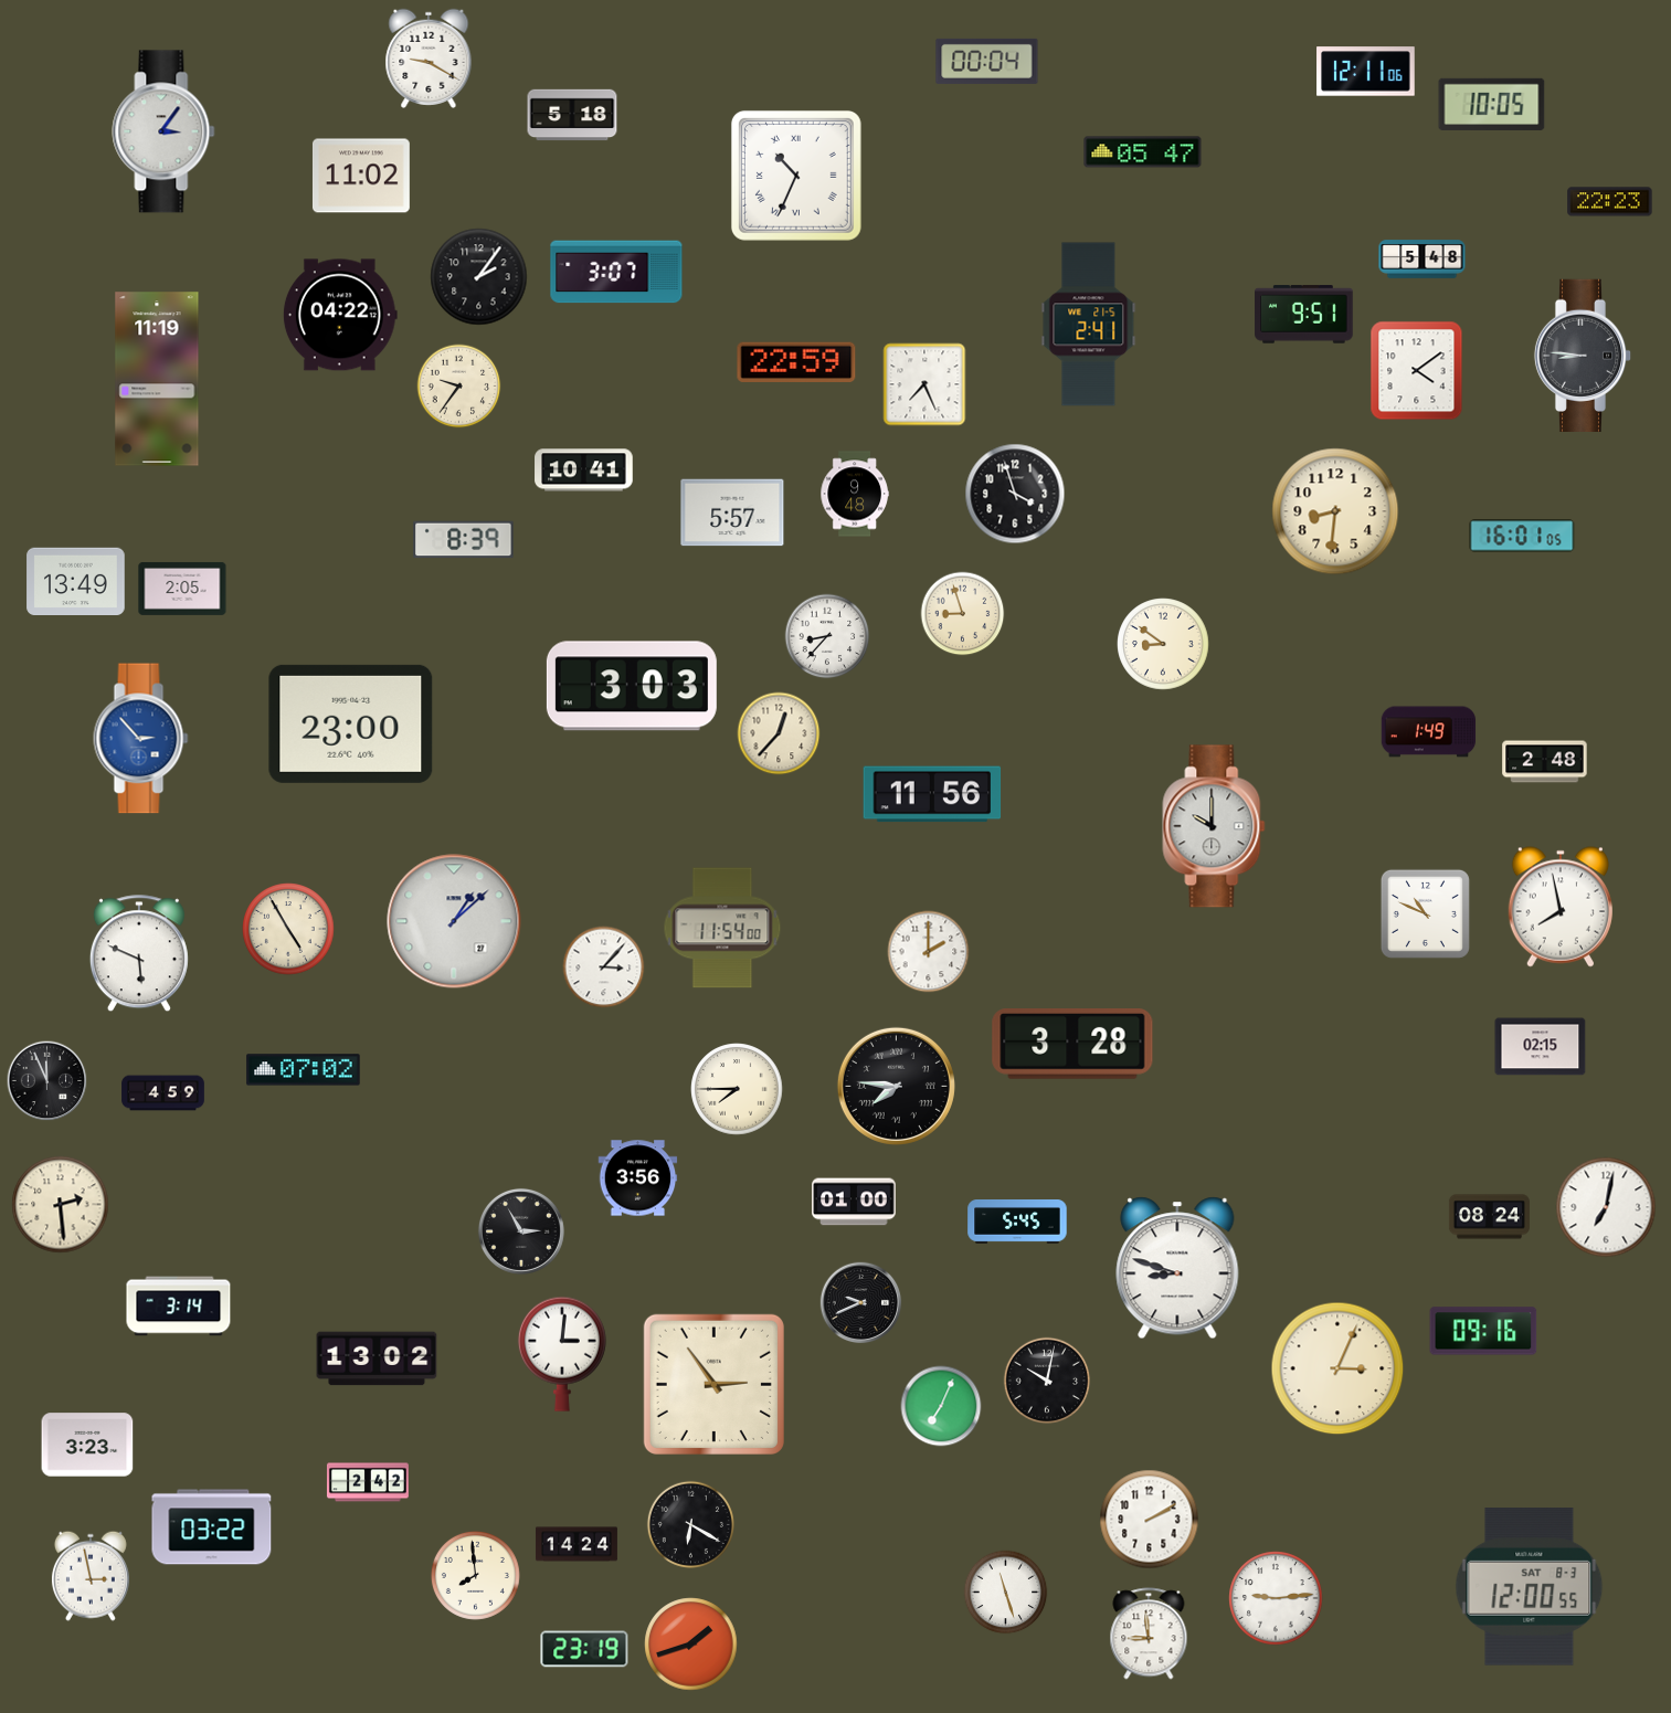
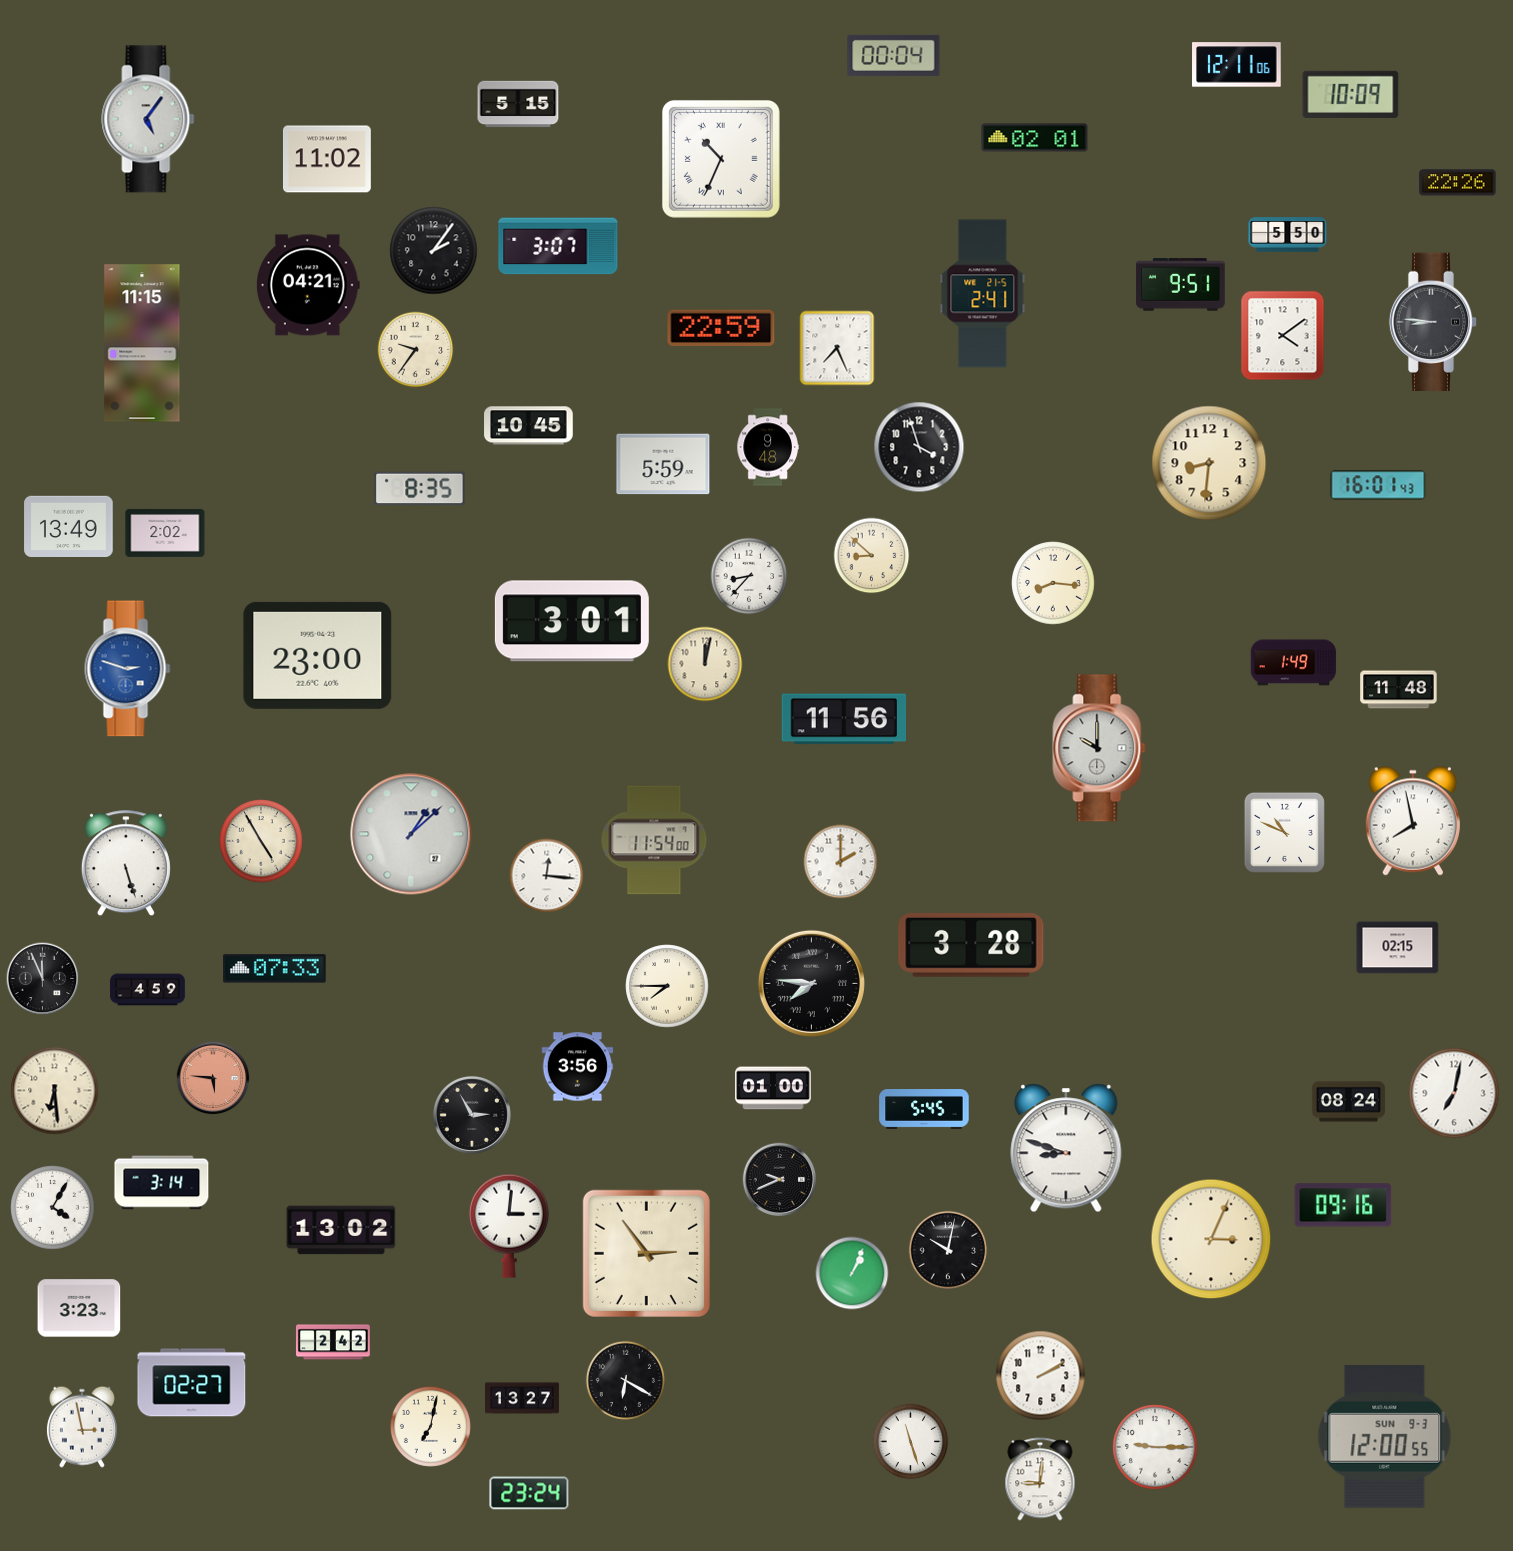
clock at (429, 59): 9:20 -> none
clock at (1492, 104): 10:05 -> 10:09
clock at (572, 115): 5:18 -> 5:15
clock at (163, 131): 3:06 -> 5:06
clock at (1143, 152): 05:47 -> 02:01
clock at (1610, 202): 22:23 -> 22:26
clock at (1423, 260): 5:48 -> 5:50
clock at (340, 315): 04:22 -> 04:21
clock at (1089, 325) position: (1089, 325) -> (983, 294)
clock at (157, 379): 11:19 -> 11:15
clock at (584, 470): 10:41 -> 10:45
clock at (855, 494) position: (855, 494) -> (768, 447)
clock at (732, 512): 5:57 -> 5:59
clock at (1522, 536): 16:01:05 -> 16:01:43
clock at (464, 540): 8:39 -> 8:35
clock at (182, 589): 2:05 -> 2:02
clock at (963, 614): 8:57 -> 8:52
clock at (1163, 644): 8:51 -> 8:16
clock at (632, 686): 3:03 -> 3:01
clock at (779, 733): 12:37 -> 12:02
clock at (141, 739): 2:53 -> 2:48
clock at (1545, 762): 2:48 -> 11:48
clock at (1425, 913) position: (1425, 913) -> (1284, 832)
clock at (139, 954): 5:49 -> 5:27
clock at (604, 967): 3:07 -> 12:16
clock at (1541, 1047) position: (1541, 1047) -> (1398, 948)
clock at (304, 1070): 07:02 -> 07:33
clock at (213, 1078): none -> 5:46
clock at (61, 1205): 2:29 -> 6:29
clock at (1017, 1223) position: (1017, 1223) -> (924, 1110)
clock at (53, 1208): none -> 4:05
clock at (941, 1406): 7:04 -> 1:04
clock at (212, 1527): 03:22 -> 02:27
clock at (577, 1544): 14:24 -> 13:27
clock at (475, 1575): 7:59 -> 7:02
clock at (1530, 1587) date: SAT 8-3 -> SUN 9-3
clock at (1276, 1598): 9:14 -> 9:15
clock at (1149, 1633): 8:59 -> 9:01
clock at (691, 1645): 1:42 -> none
clock at (584, 1649): 23:19 -> 23:24
